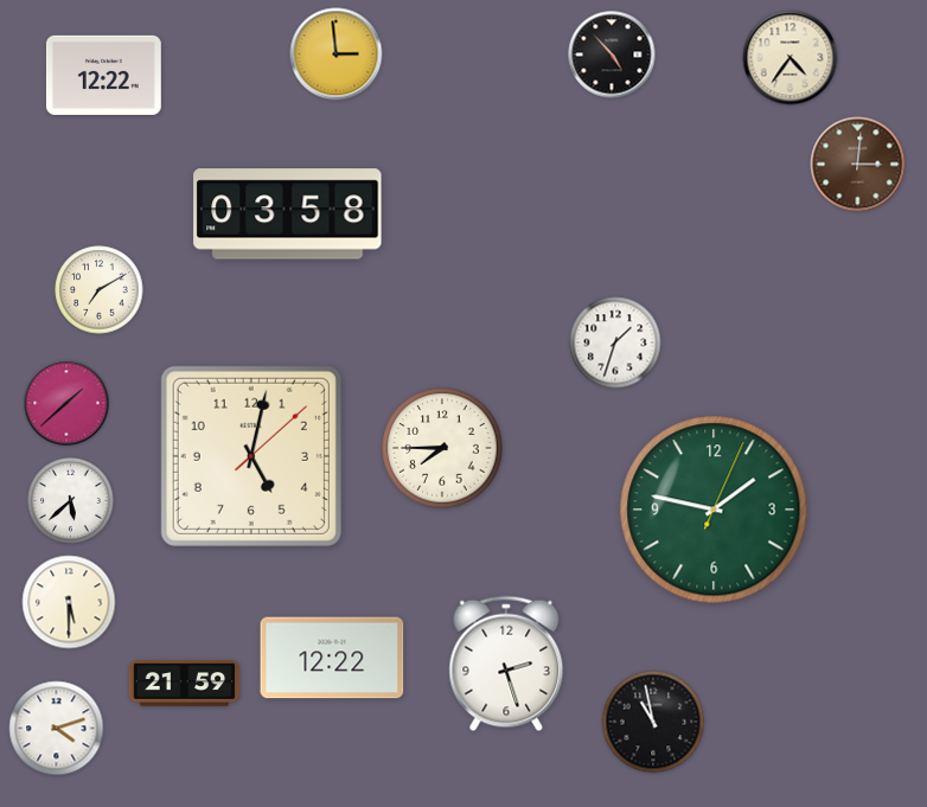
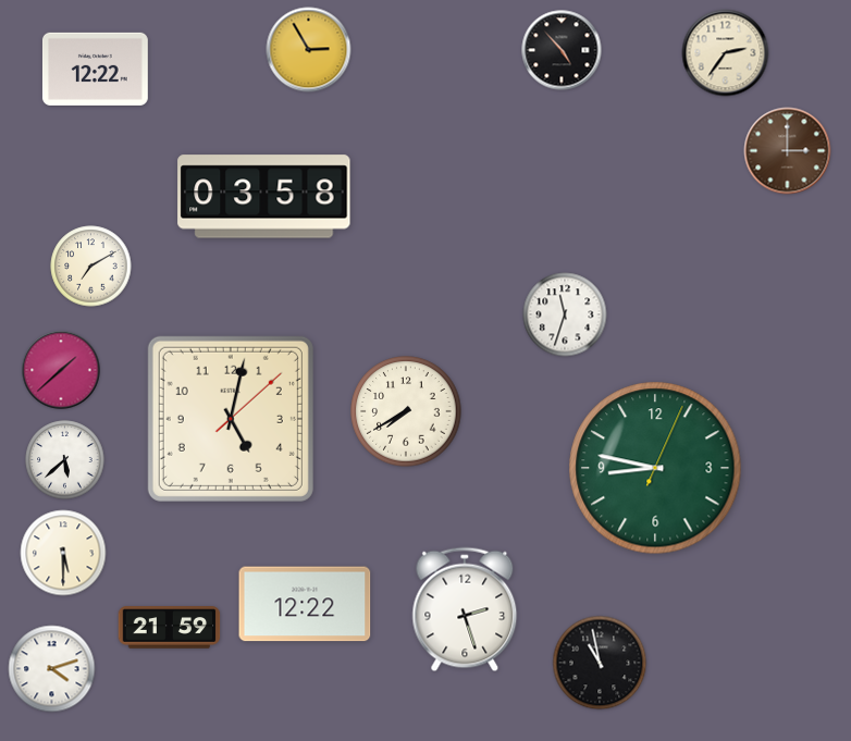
clock at (337, 55): 2:59 -> 2:55
clock at (791, 58): 4:36 -> 2:36
clock at (858, 165): 3:01 -> 3:00
clock at (615, 342): 1:33 -> 11:33
clock at (442, 448): 7:45 -> 7:40
clock at (714, 510): 1:47 -> 8:47
